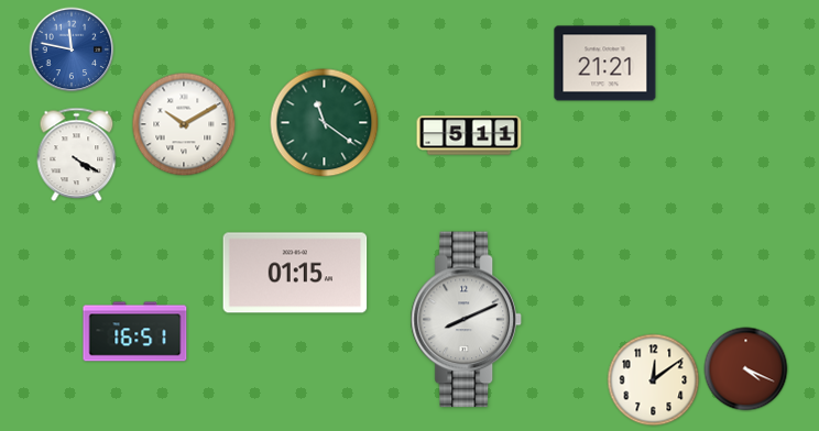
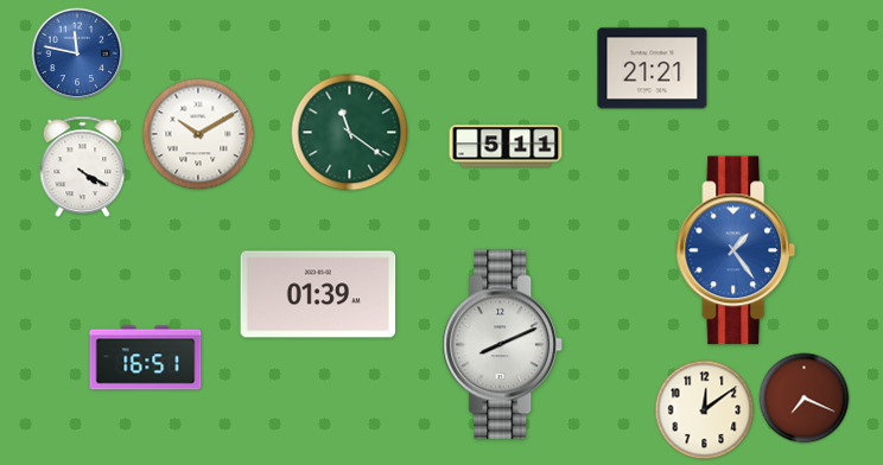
clock at (736, 250): none -> 1:24
clock at (295, 273): 01:15 -> 01:39
clock at (746, 369): 4:19 -> 7:19
